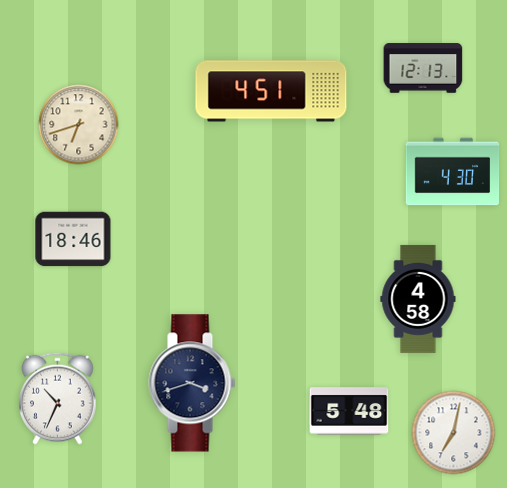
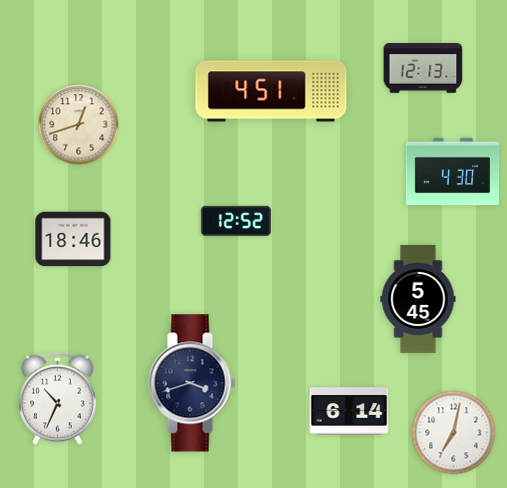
clock at (79, 125): 6:42 -> 12:42
clock at (236, 221): none -> 12:52
clock at (418, 299): 4:58 -> 5:45
clock at (349, 411): 5:48 -> 6:14
